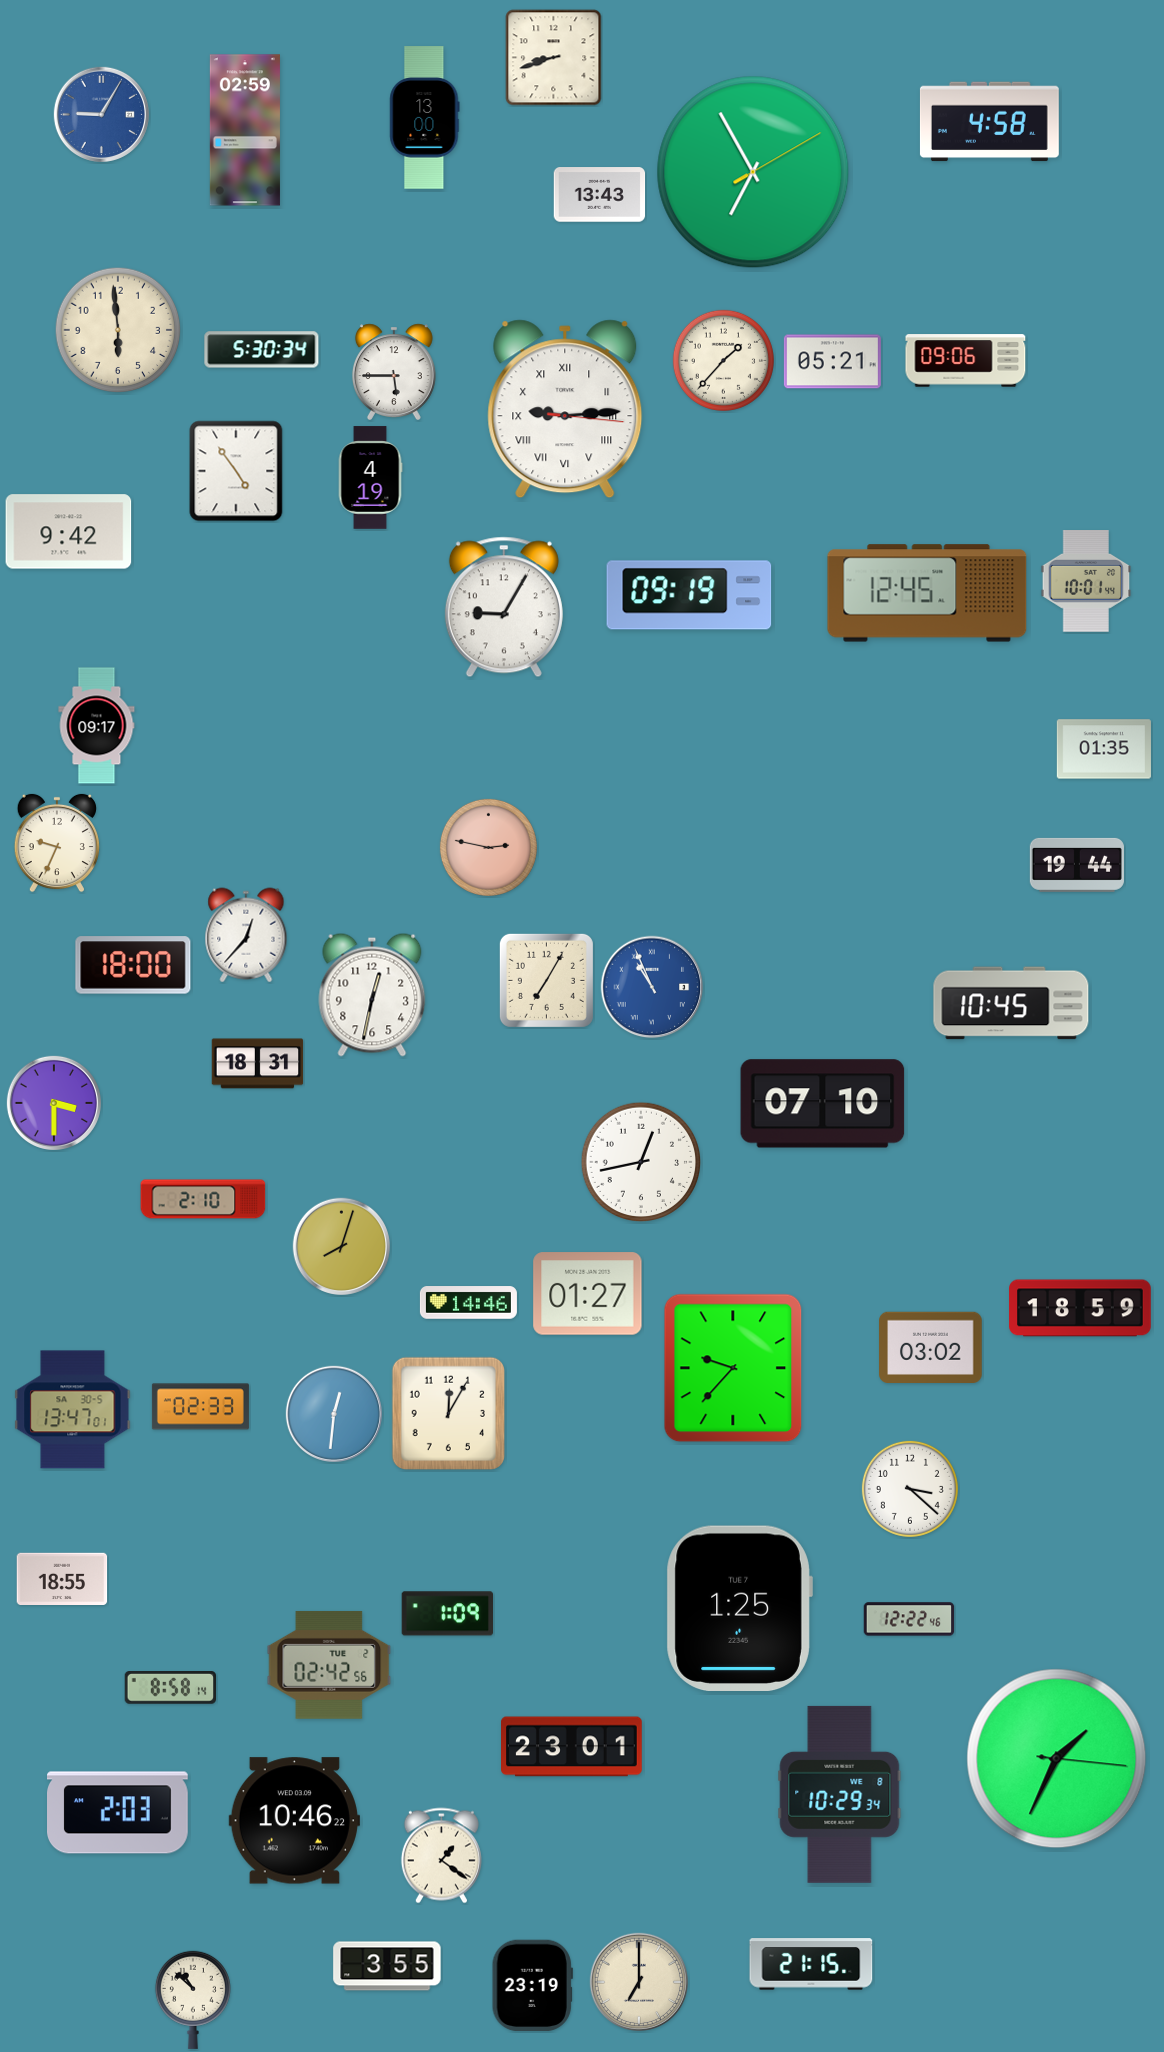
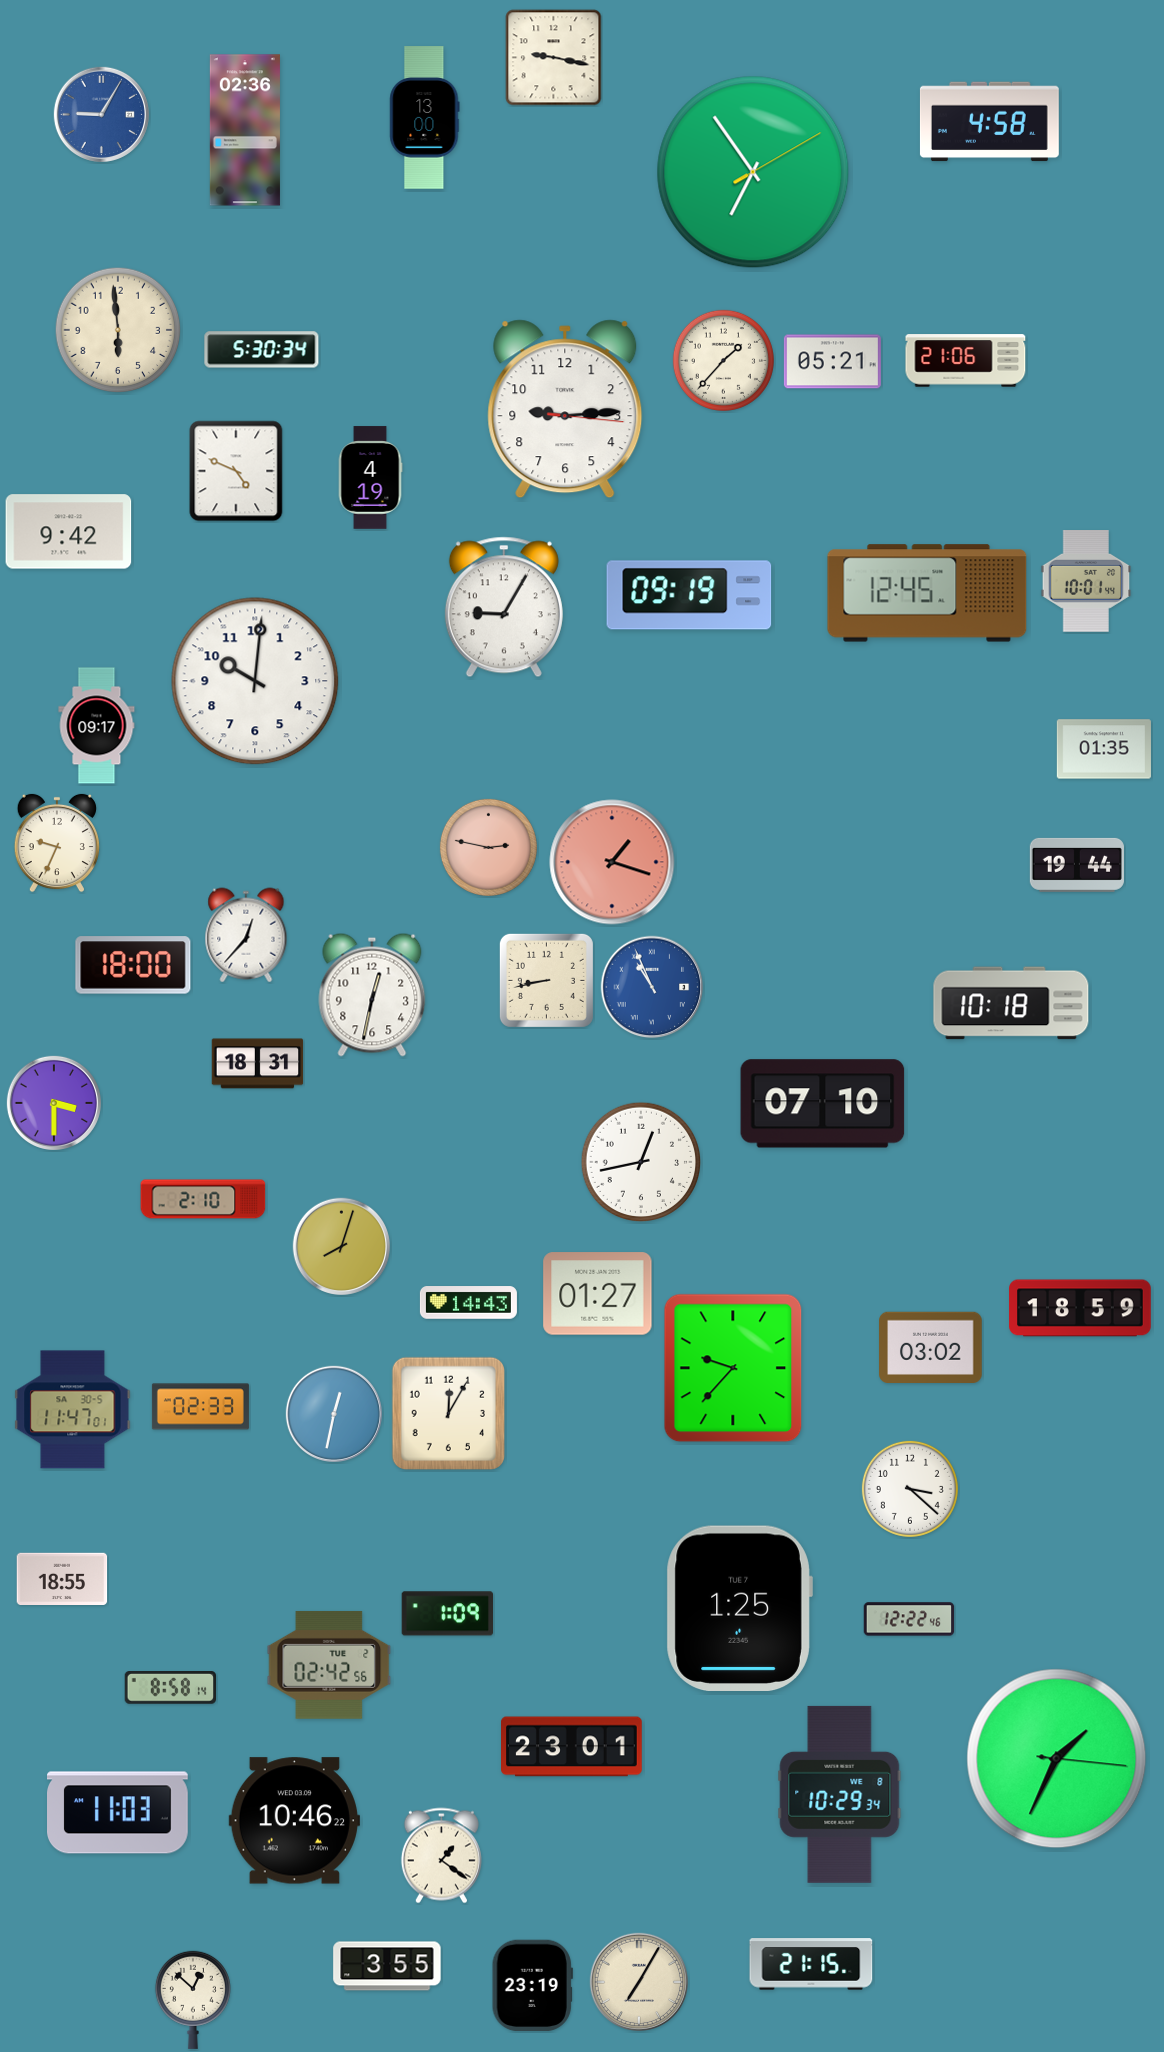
clock at (554, 58): 8:42 -> 9:17
clock at (245, 130): 02:59 -> 02:36
clock at (753, 172): 6:55 -> 6:54
clock at (600, 195): 13:43 -> none
clock at (966, 361): 09:06 -> 21:06
clock at (394, 372): 5:45 -> none
clock at (565, 409) numerals: Roman -> Arabic
clock at (236, 471): 4:54 -> 4:49
clock at (255, 681): none -> 10:01
clock at (612, 862): none -> 1:18
clock at (546, 980): 7:05 -> 8:43
clock at (1011, 1003): 10:45 -> 10:18
clock at (588, 1294) position: (588, 1294) -> (598, 1294)
clock at (468, 1303): 14:46 -> 14:43
clock at (73, 1410): 13:47 -> 11:47
clock at (333, 1413): 12:31 -> 12:32
clock at (118, 1813): 2:03 -> 11:03
clock at (639, 1982): 7:00 -> 7:05
clock at (193, 2000): 10:52 -> 12:52
